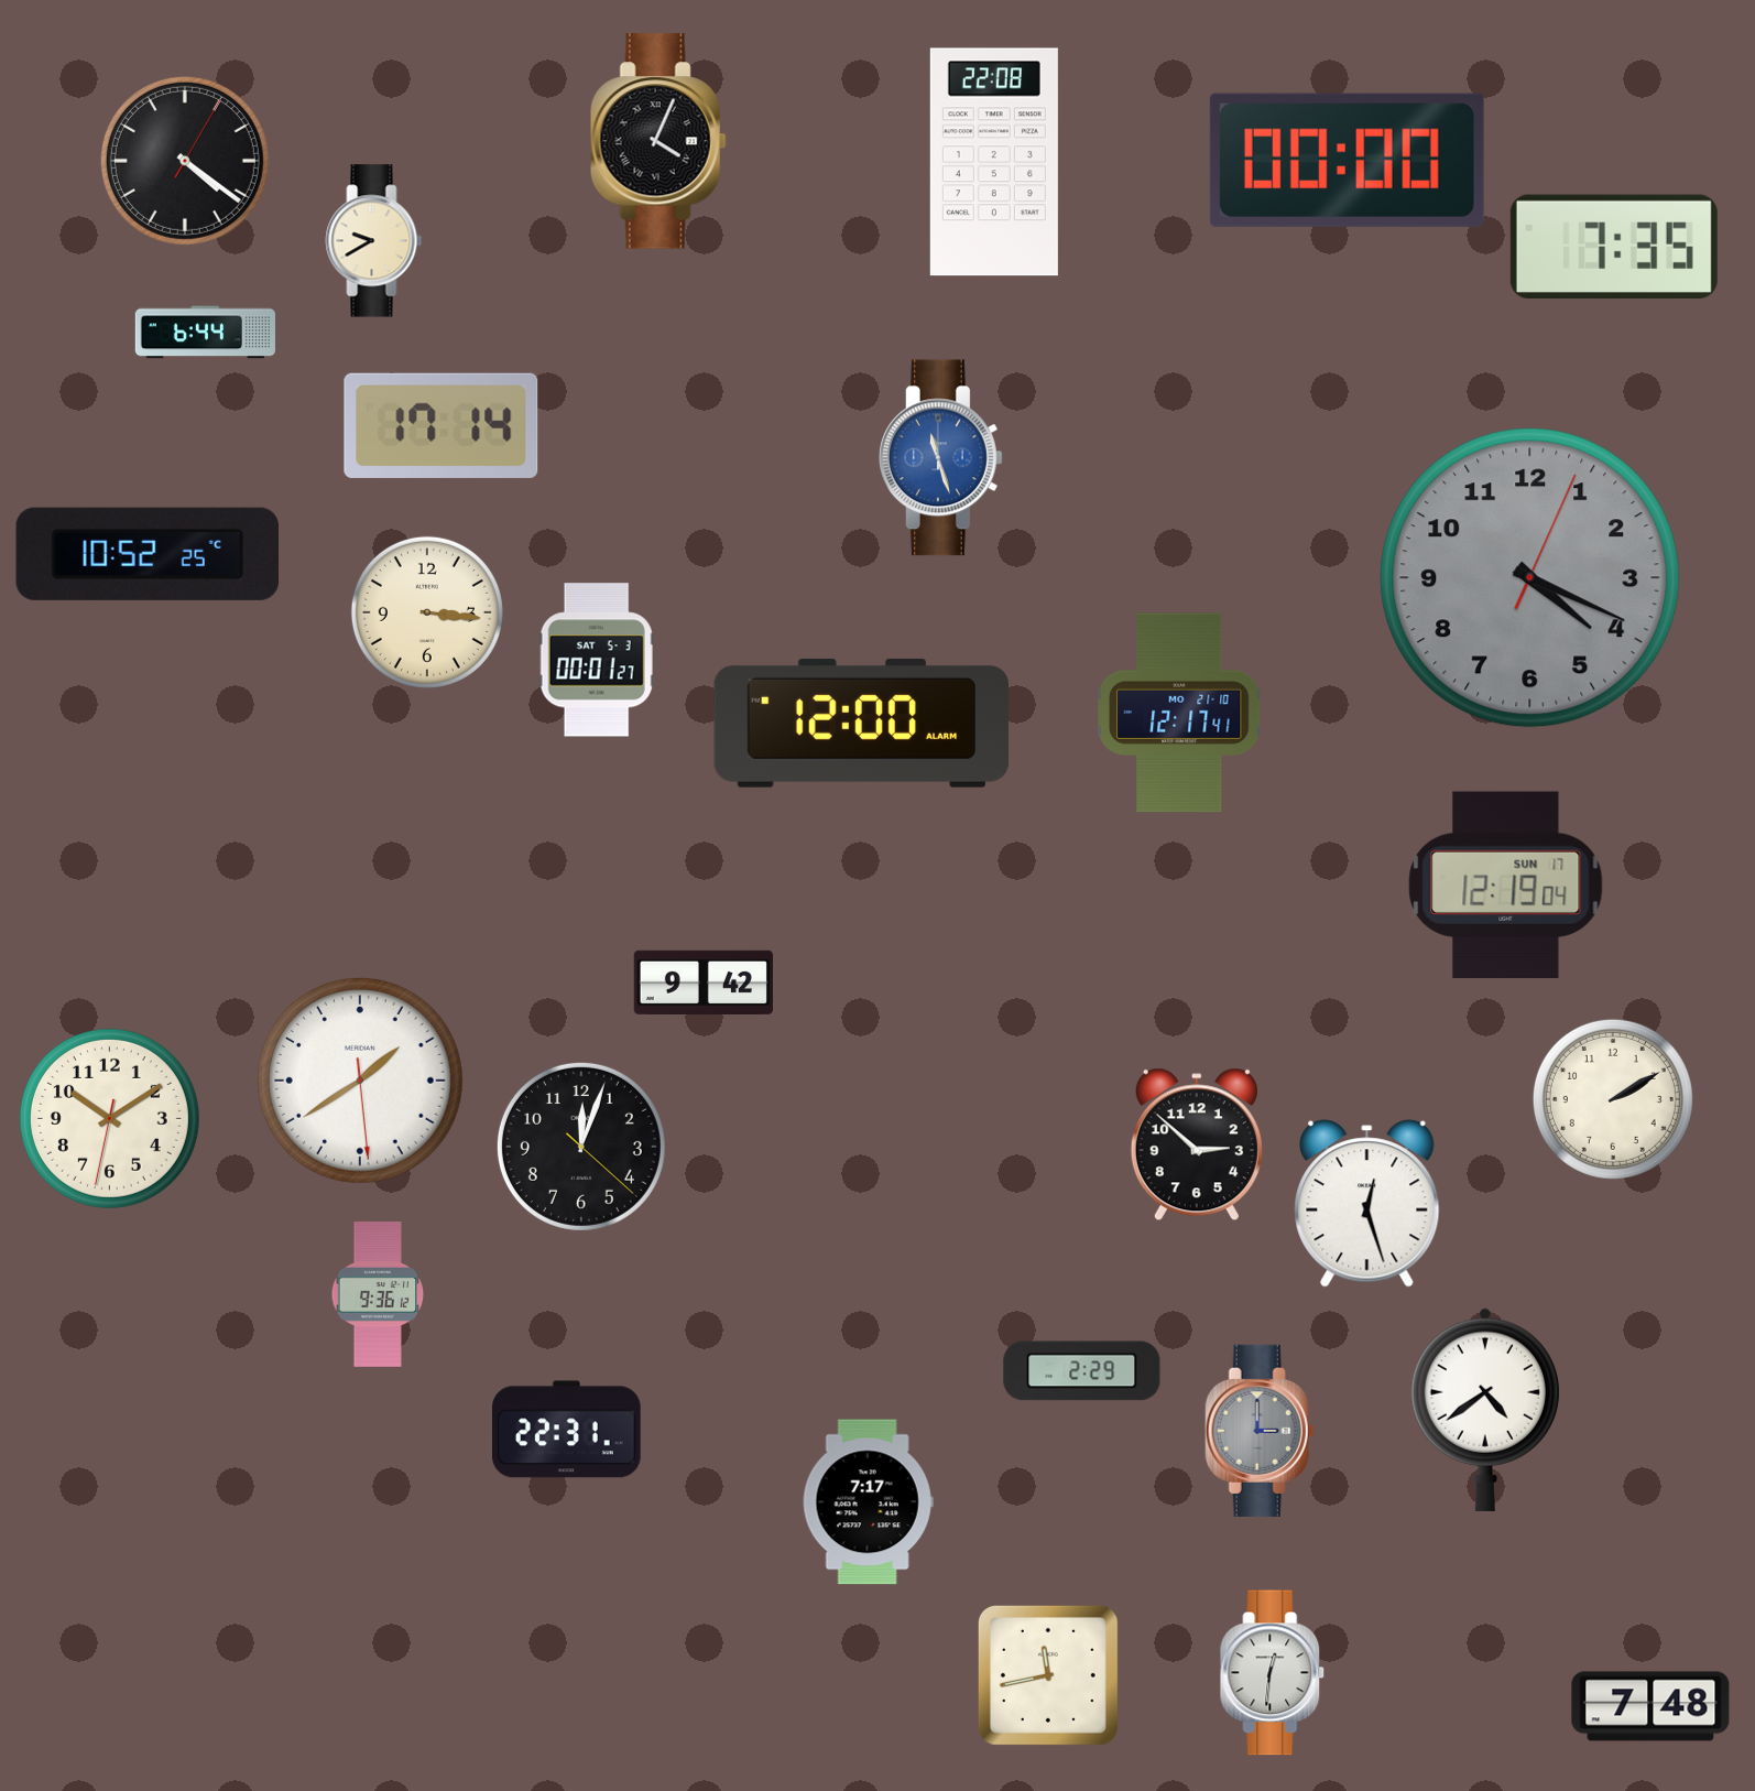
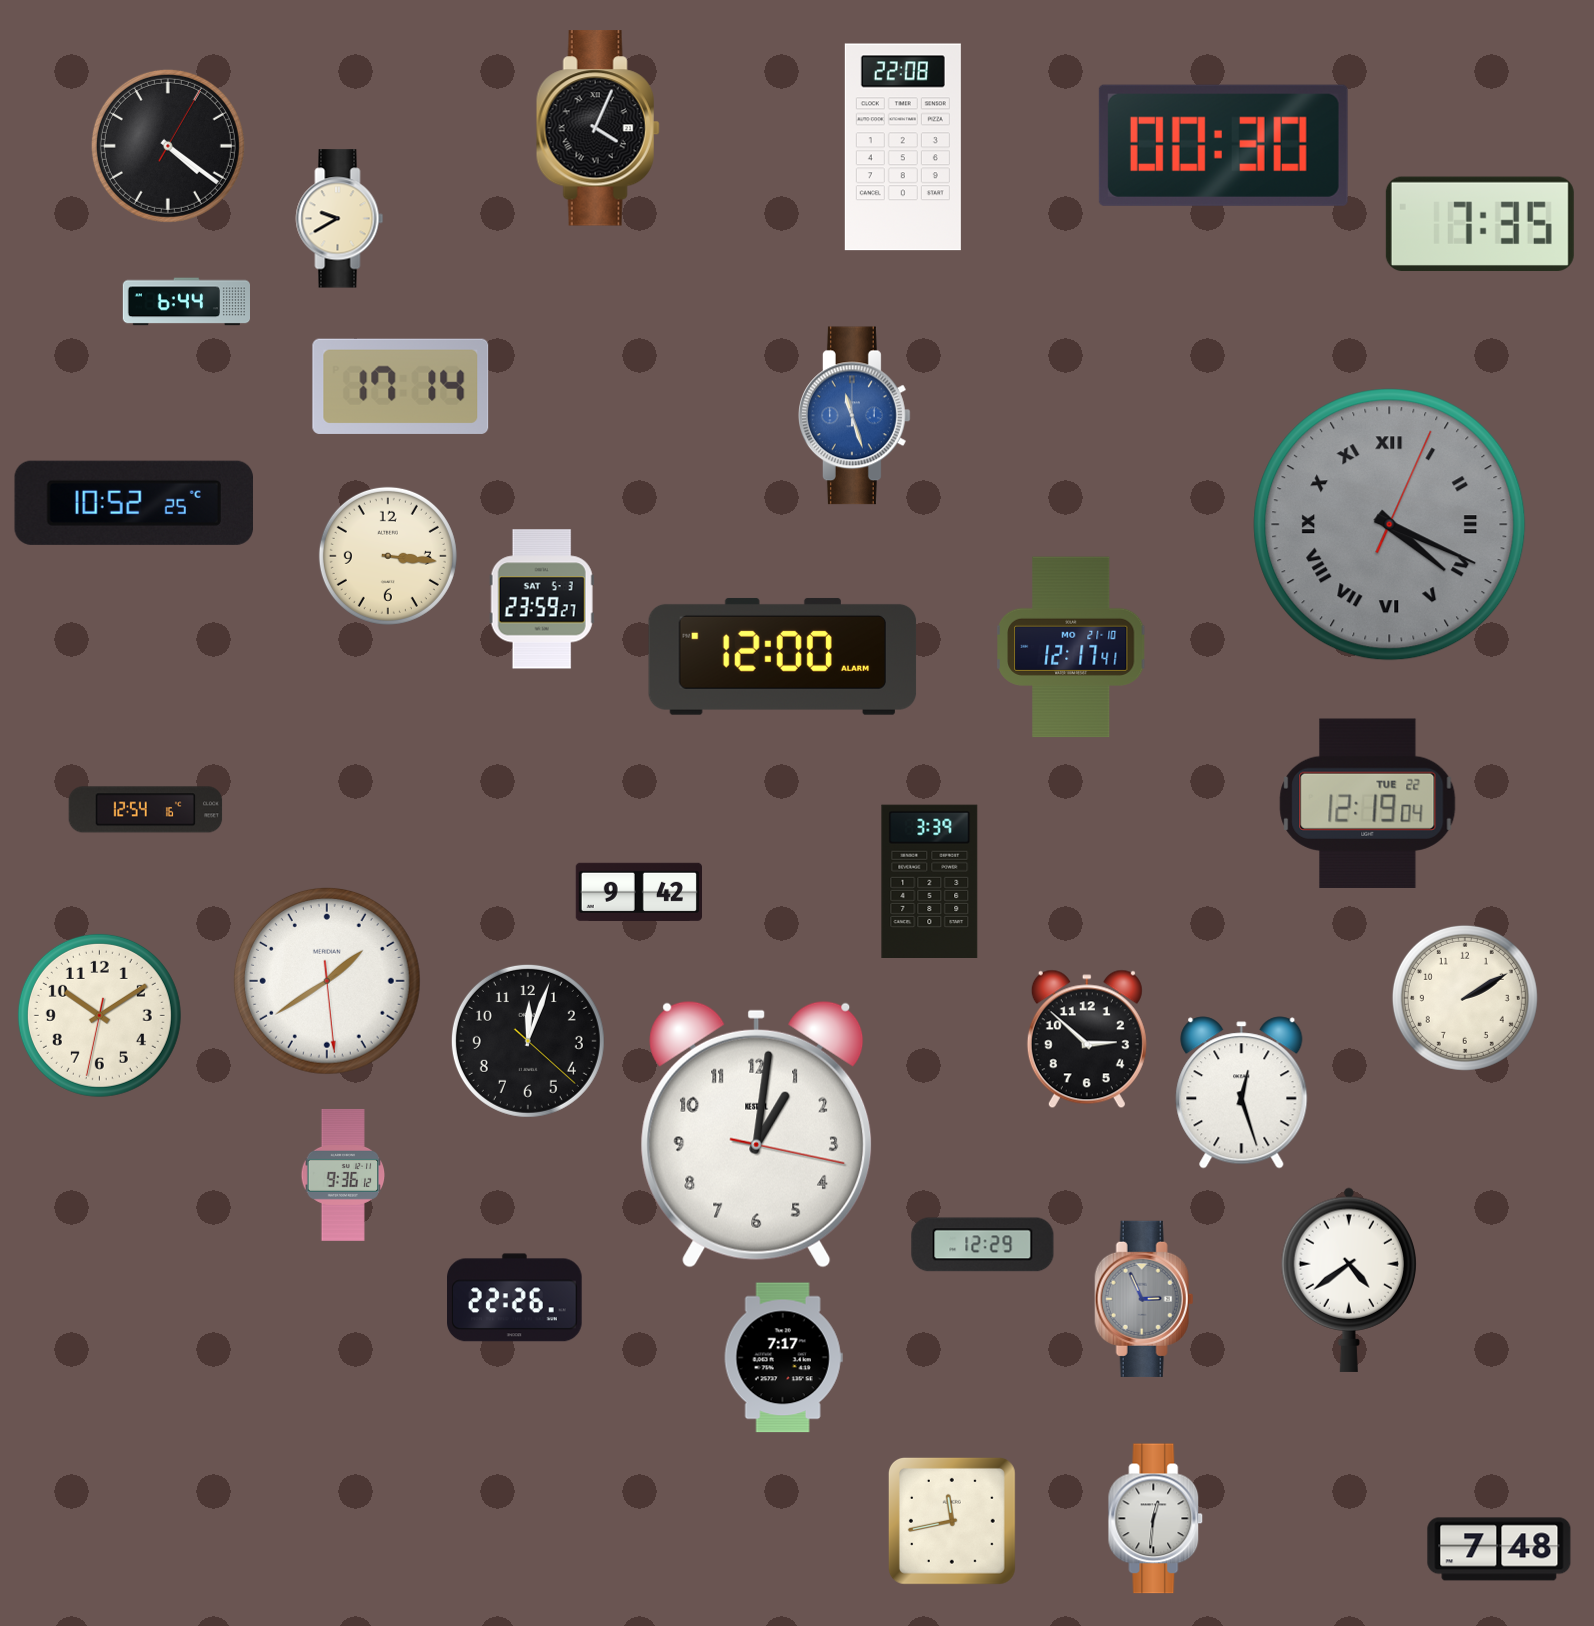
clock at (1347, 160): 00:00 -> 00:30
clock at (1614, 246) position: (1614, 246) -> (1480, 223)
clock at (1530, 578) numerals: Arabic -> Roman
clock at (597, 660): 00:01 -> 23:59
clock at (1506, 884) date: SUN 17 -> TUE 22
clock at (146, 810): none -> 12:54
clock at (930, 881): none -> 3:39
clock at (757, 1134): none -> 1:01
clock at (1082, 1371): 2:29 -> 12:29
clock at (567, 1430): 22:31 -> 22:26
clock at (1260, 1431): 3:00 -> 2:56
clock at (868, 1502) position: (868, 1502) -> (783, 1358)
